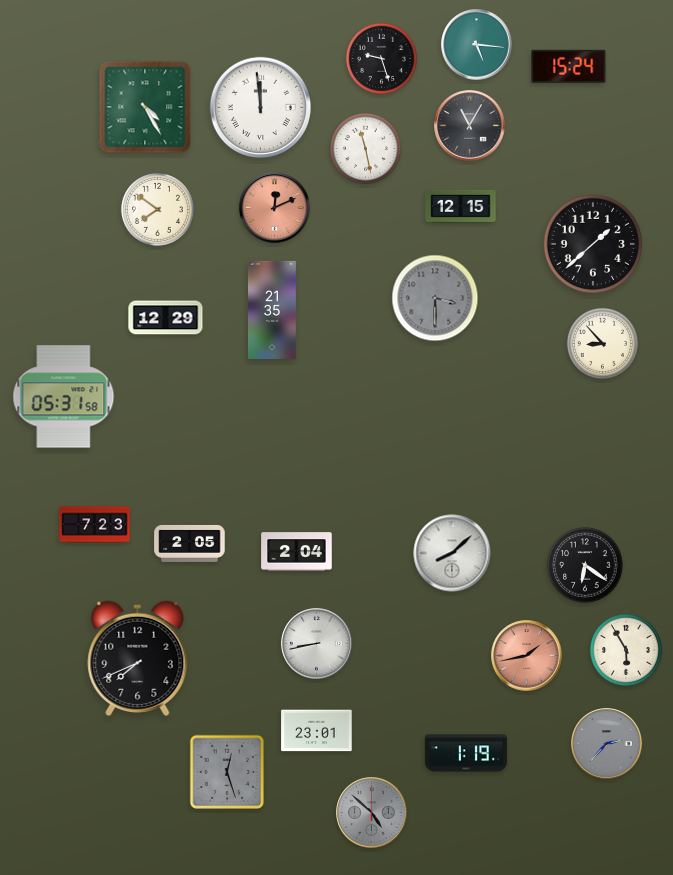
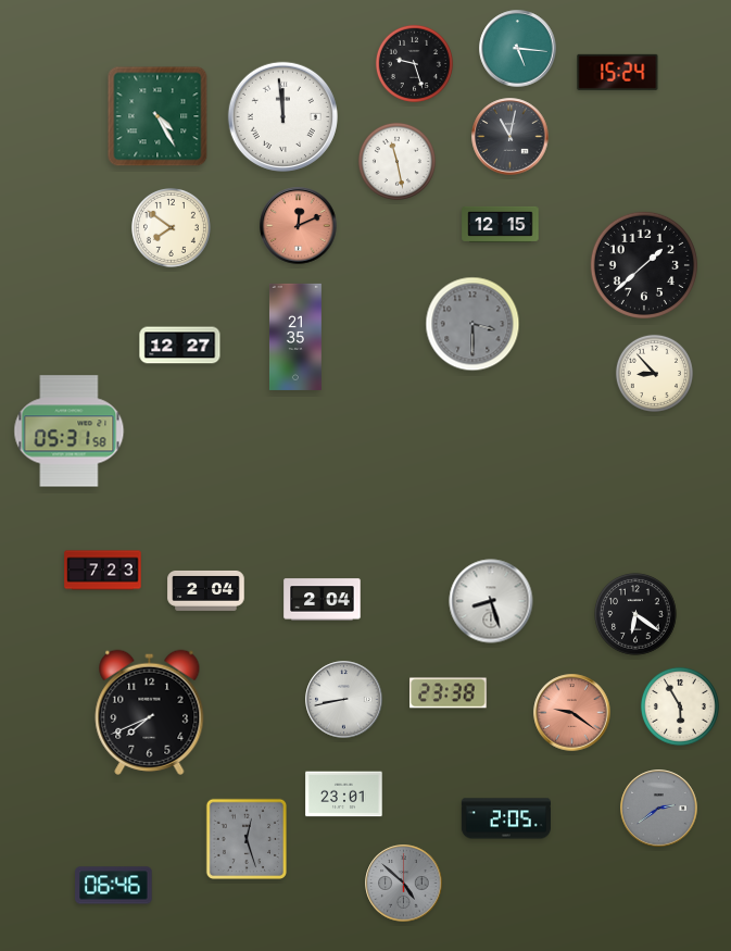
clock at (470, 126): 11:05 -> 11:02
clock at (166, 318): 12:29 -> 12:27
clock at (190, 543): 2:05 -> 2:04
clock at (452, 553): 8:08 -> 8:27
clock at (449, 693): none -> 23:38
clock at (527, 656): 1:43 -> 9:21
clock at (138, 658) position: (138, 658) -> (150, 712)
clock at (607, 744): 2:37 -> 2:39
clock at (466, 753): 1:19 -> 2:05
clock at (114, 886): none -> 06:46
